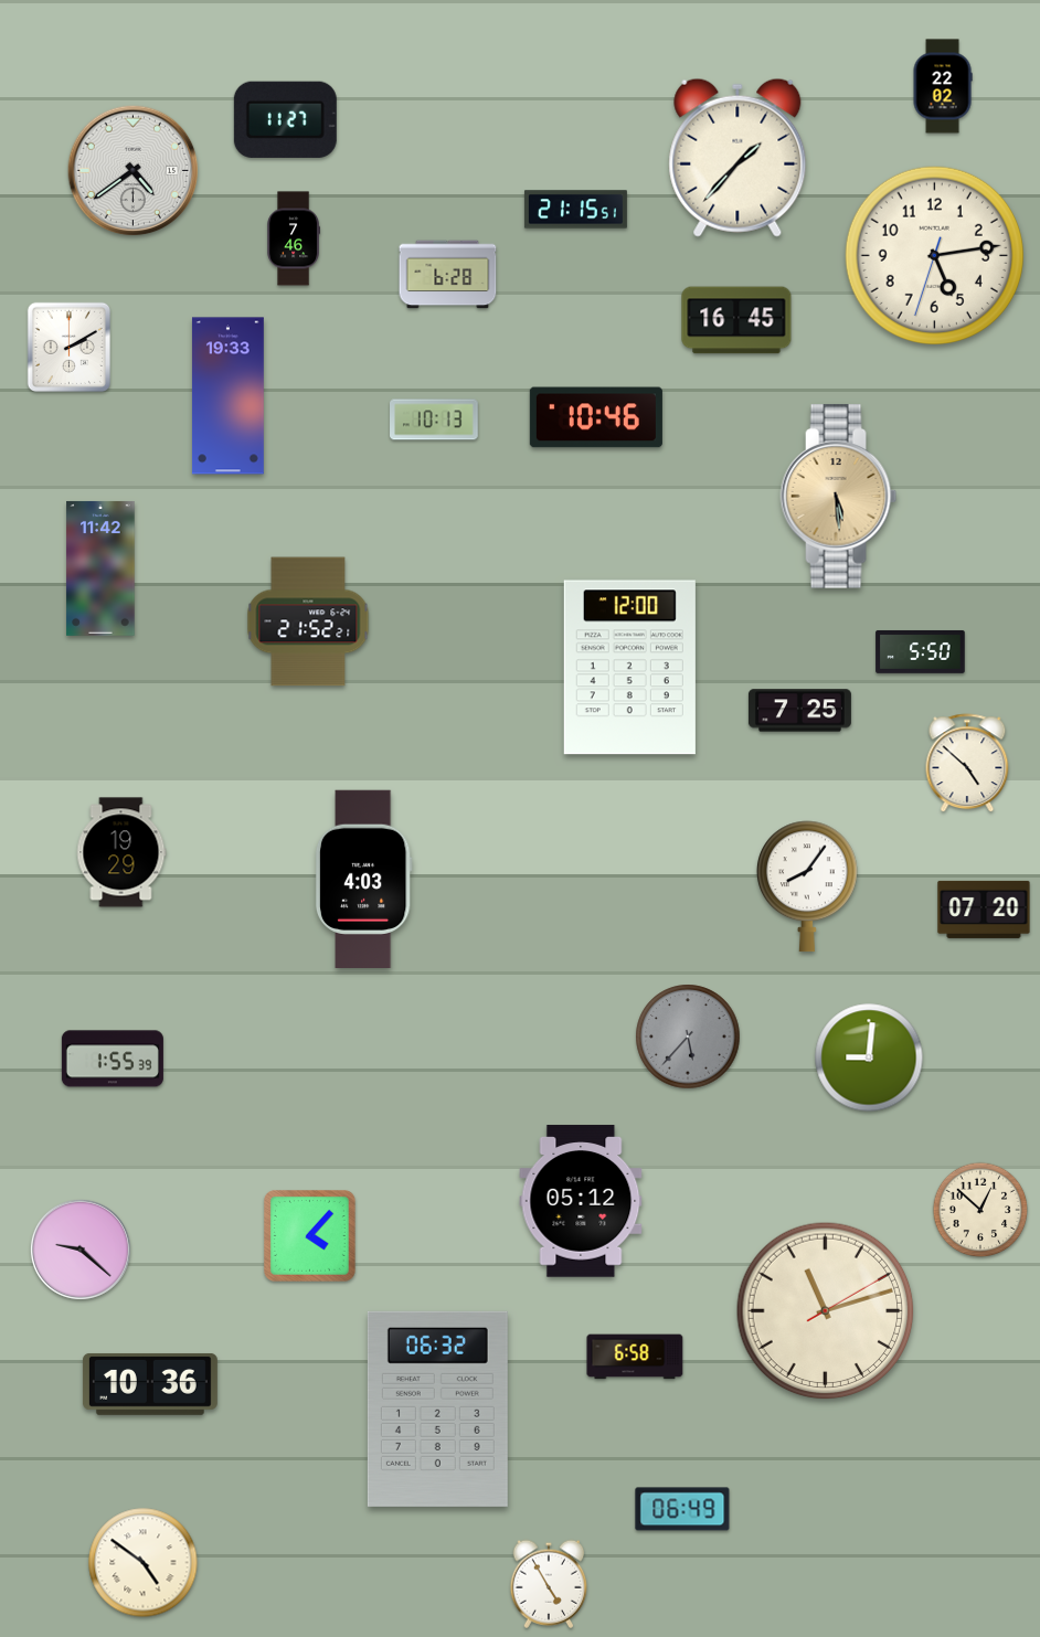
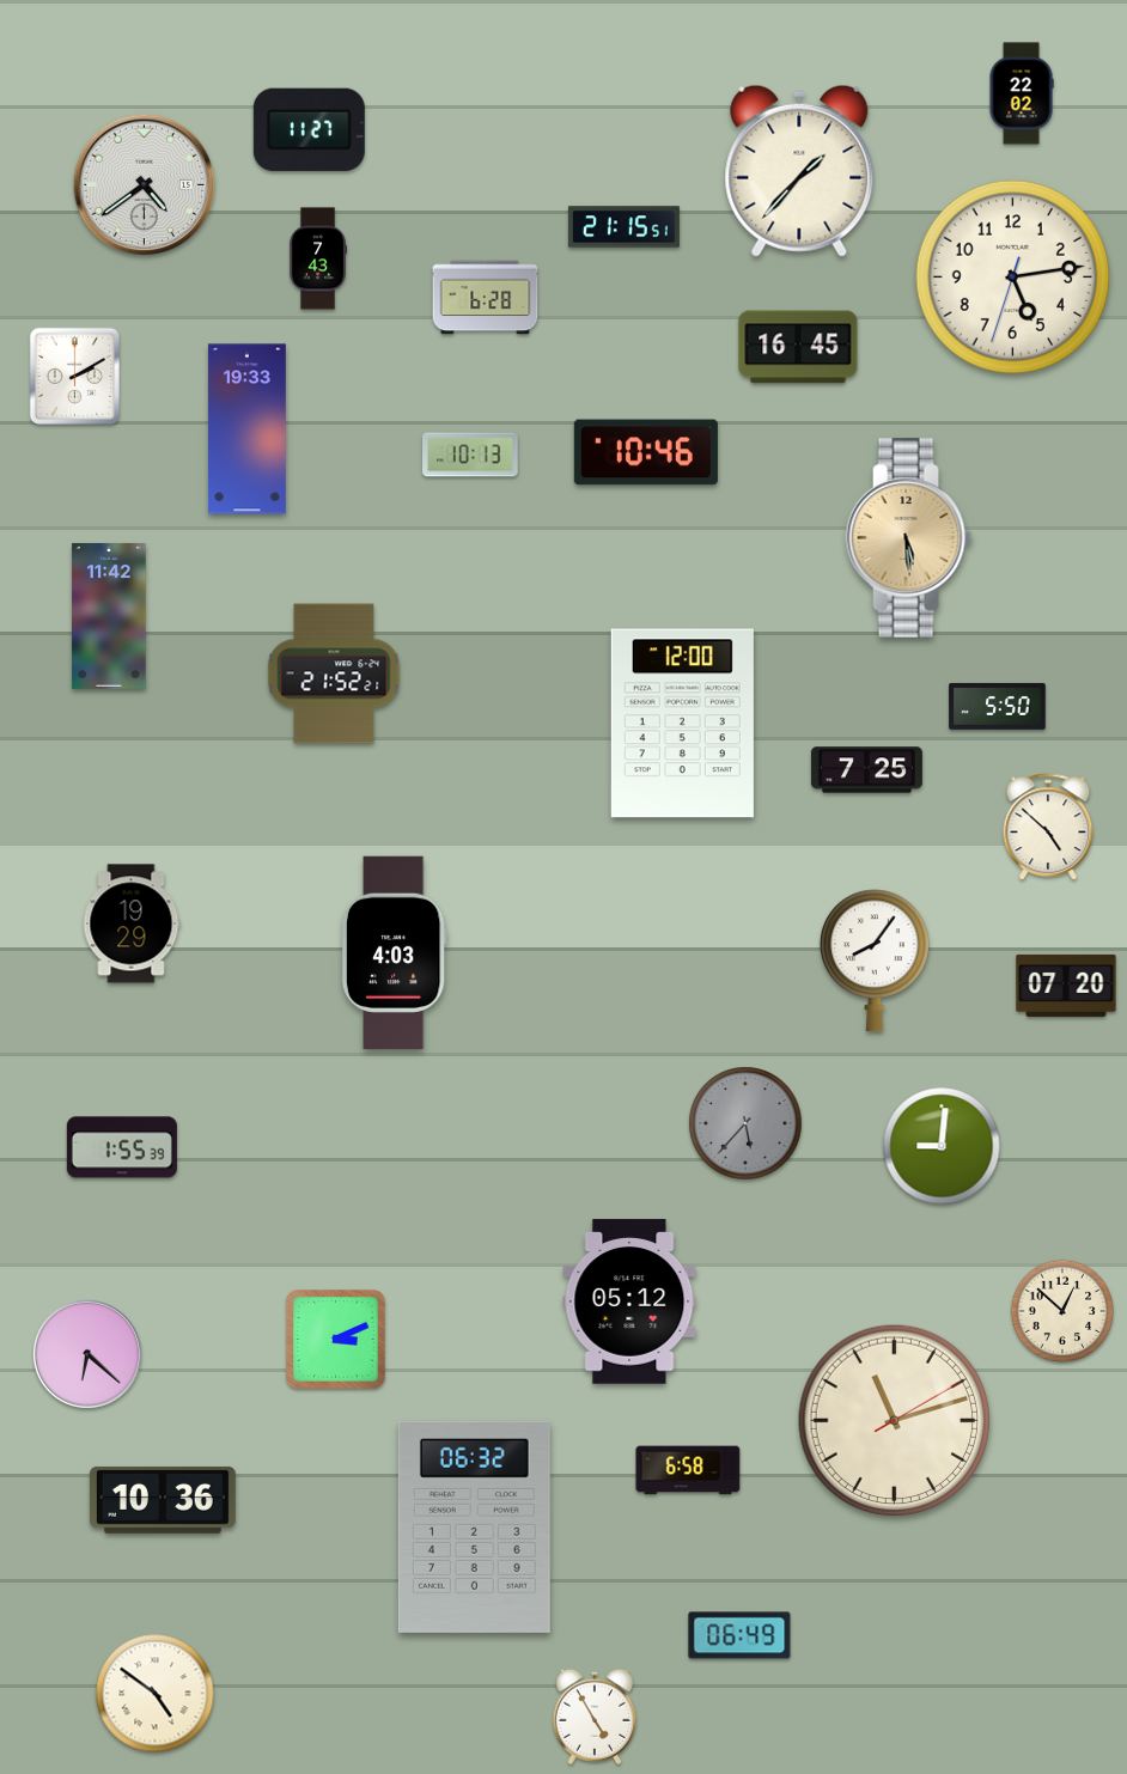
clock at (293, 238): 7:46 -> 7:43
clock at (310, 1236): 4:07 -> 3:11
clock at (81, 1250): 9:22 -> 6:22
